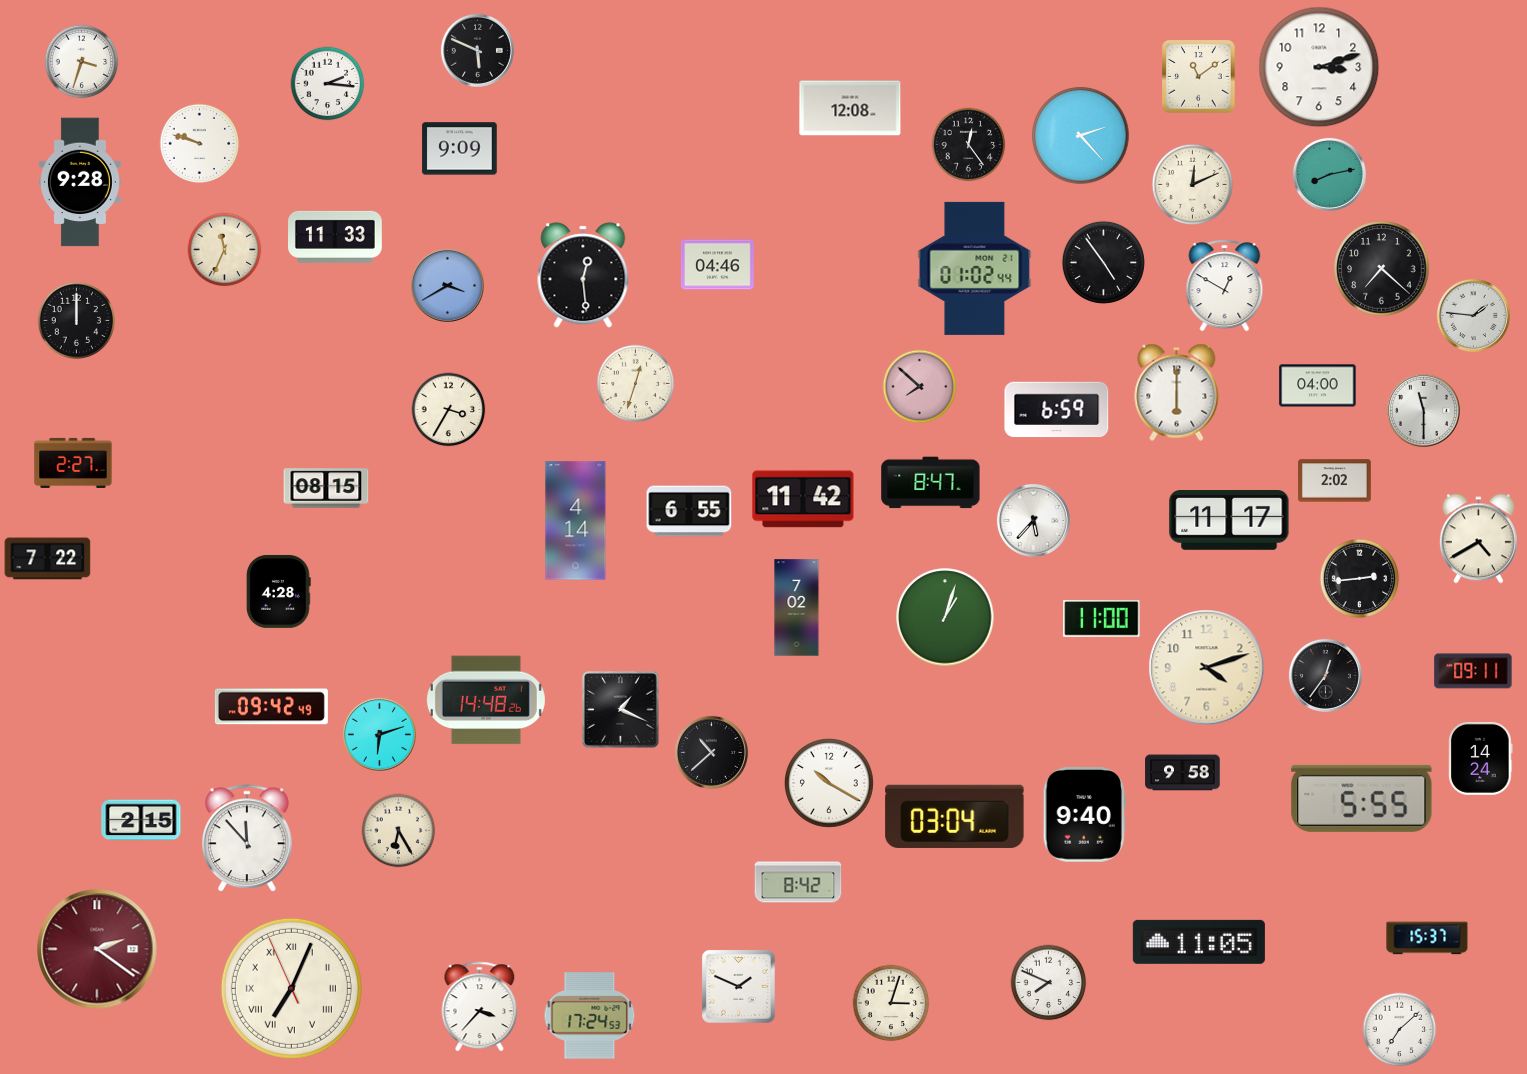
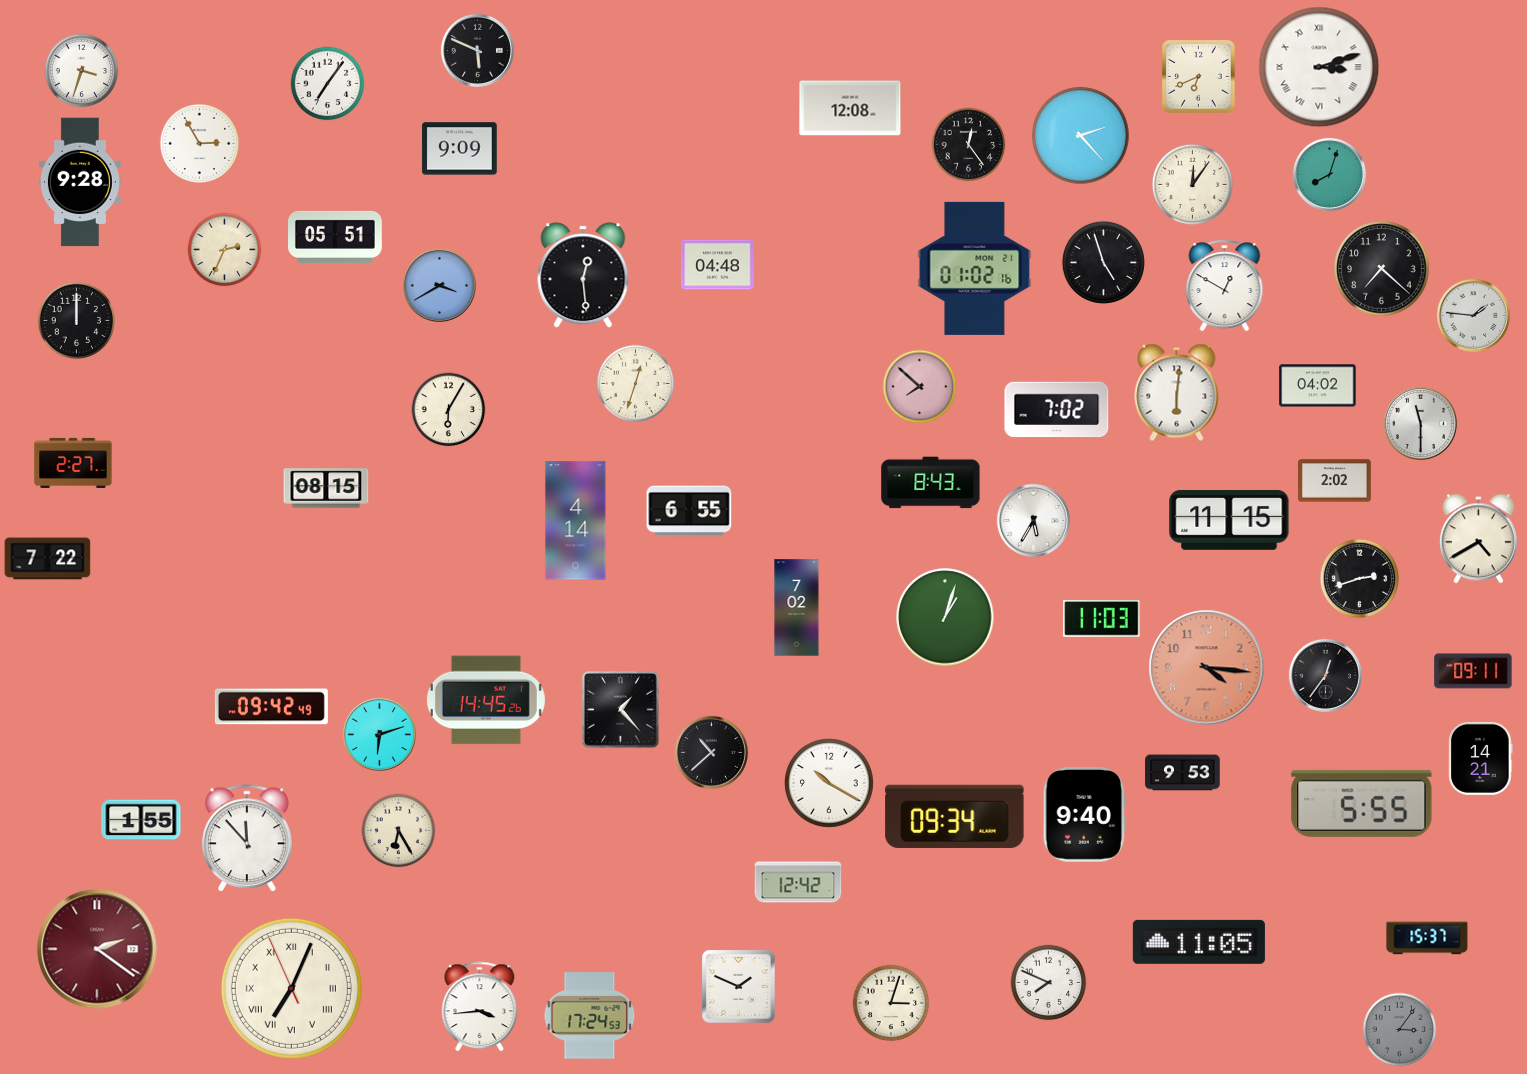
clock at (82, 62) position: (82, 62) -> (82, 71)
clock at (1319, 67) numerals: Arabic -> Roman
clock at (1199, 77): 11:09 -> 6:41
clock at (328, 84): 2:16 -> 7:06
clock at (200, 144): 9:48 -> 2:55
clock at (1329, 174): 8:13 -> 8:03
clock at (1192, 184): 12:11 -> 12:06
clock at (336, 237): 11:33 -> 05:51
clock at (225, 250): 11:34 -> 2:34
clock at (1103, 262): 4:54 -> 4:57
clock at (717, 265): 04:46 -> 04:48
clock at (975, 268): 01:02:44 -> 01:02:16
clock at (447, 285) position: (447, 285) -> (439, 285)
clock at (1318, 386): 04:00 -> 04:02
clock at (1177, 392): 6:00 -> 6:01
clock at (449, 410): 3:35 -> 6:05
clock at (1057, 410): 6:59 -> 7:02
clock at (1423, 410) position: (1423, 410) -> (1420, 423)
clock at (931, 483): 8:47 -> 8:43
clock at (803, 499): 11:42 -> none
clock at (1033, 520): 5:37 -> 5:35
clock at (1229, 521): 11:17 -> 11:15
clock at (1360, 579): 2:44 -> 2:42
clock at (279, 591): 4:28 -> none
clock at (1102, 619): 11:00 -> 11:03
clock at (1207, 668): 4:12 -> 4:16
clock at (1207, 668) dial: cream -> salmon
clock at (486, 700): 14:48 -> 14:45
clock at (621, 710): 1:19 -> 1:23
clock at (1481, 758): 14:24 -> 14:21
clock at (1183, 773): 9:58 -> 9:53
clock at (1362, 798) position: (1362, 798) -> (1362, 803)
clock at (955, 816): 03:04 -> 09:34
clock at (141, 820): 2:15 -> 1:55
clock at (798, 882): 8:42 -> 12:42
clock at (480, 1007): 3:37 -> 3:44
clock at (1400, 1030): 7:08 -> 3:06
clock at (1400, 1030) dial: white -> grey
